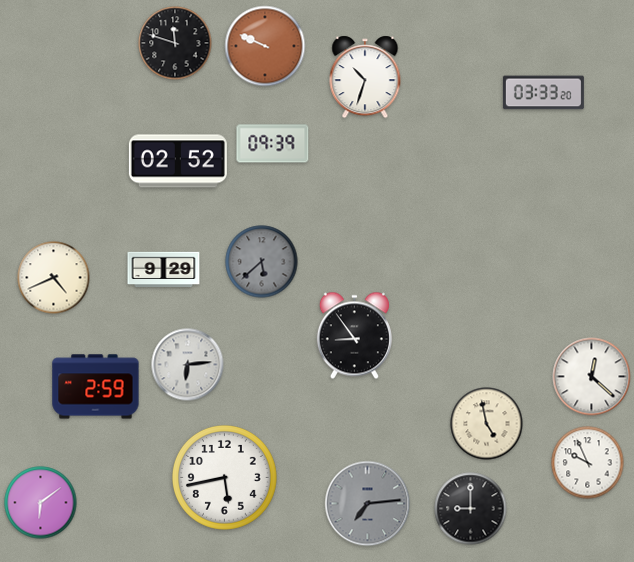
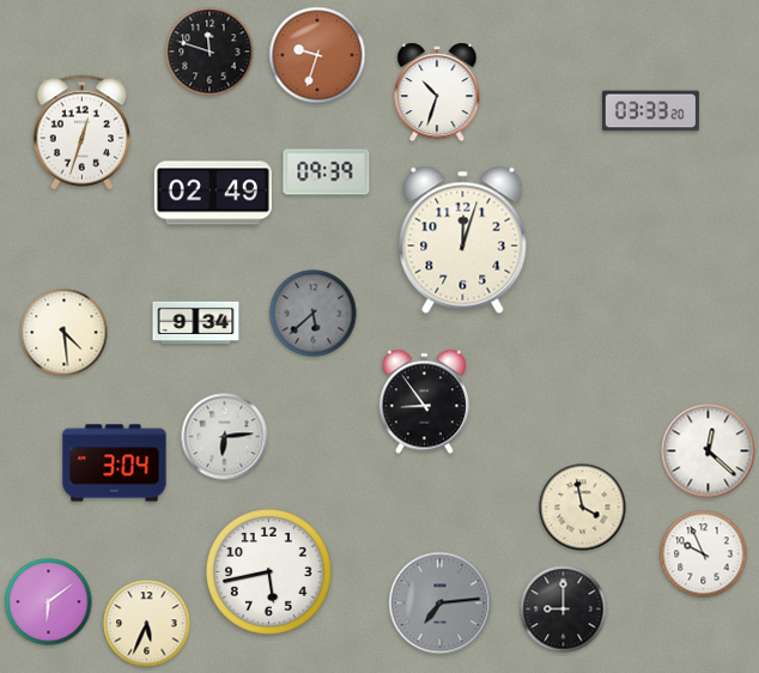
clock at (265, 46): 9:49 -> 9:33
clock at (83, 133): none -> 12:33
clock at (178, 161): 02:52 -> 02:49
clock at (463, 240): none -> 12:03
clock at (164, 270): 9:29 -> 9:34
clock at (54, 278): 4:41 -> 4:29
clock at (96, 387): 2:59 -> 3:04
clock at (487, 424): 4:58 -> 3:58
clock at (147, 624): none -> 5:34
